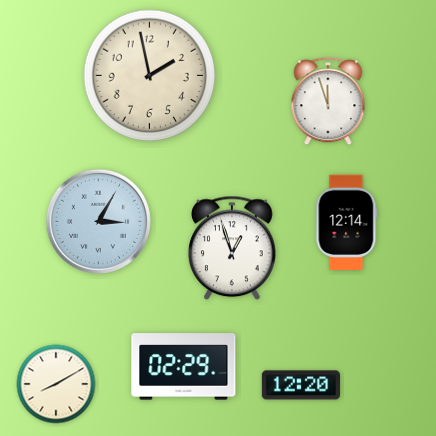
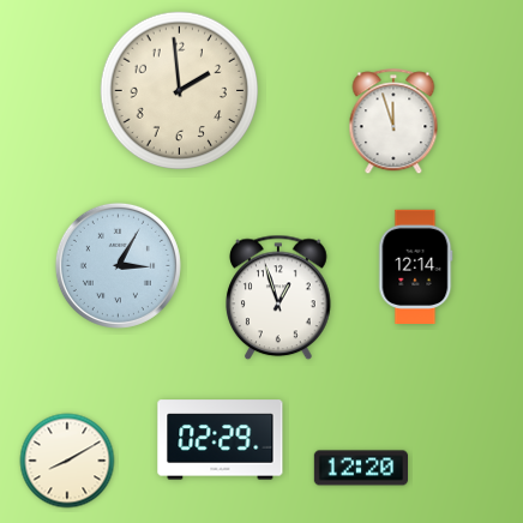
clock at (150, 76): 1:58 -> 1:59
clock at (300, 385) position: (300, 385) -> (360, 468)
